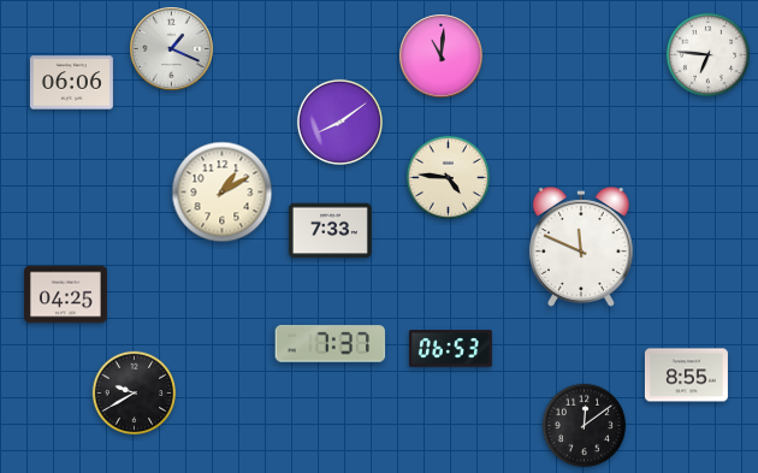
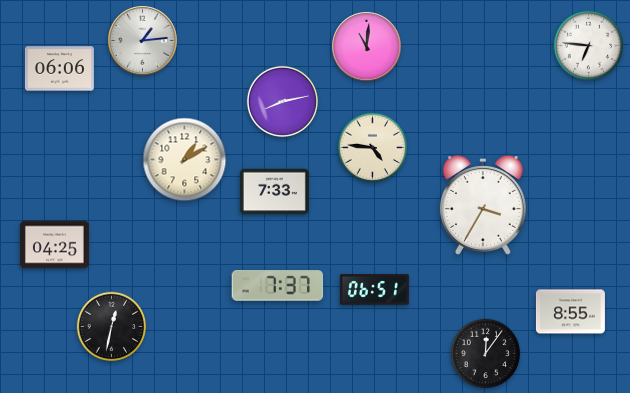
clock at (172, 49): 1:19 -> 1:14
clock at (339, 122): 8:09 -> 8:13
clock at (581, 247): 11:49 -> 3:35
clock at (331, 344) position: (331, 344) -> (278, 286)
clock at (450, 349): 06:53 -> 06:51
clock at (135, 394): 9:40 -> 12:32
clock at (585, 426): 12:09 -> 12:06
